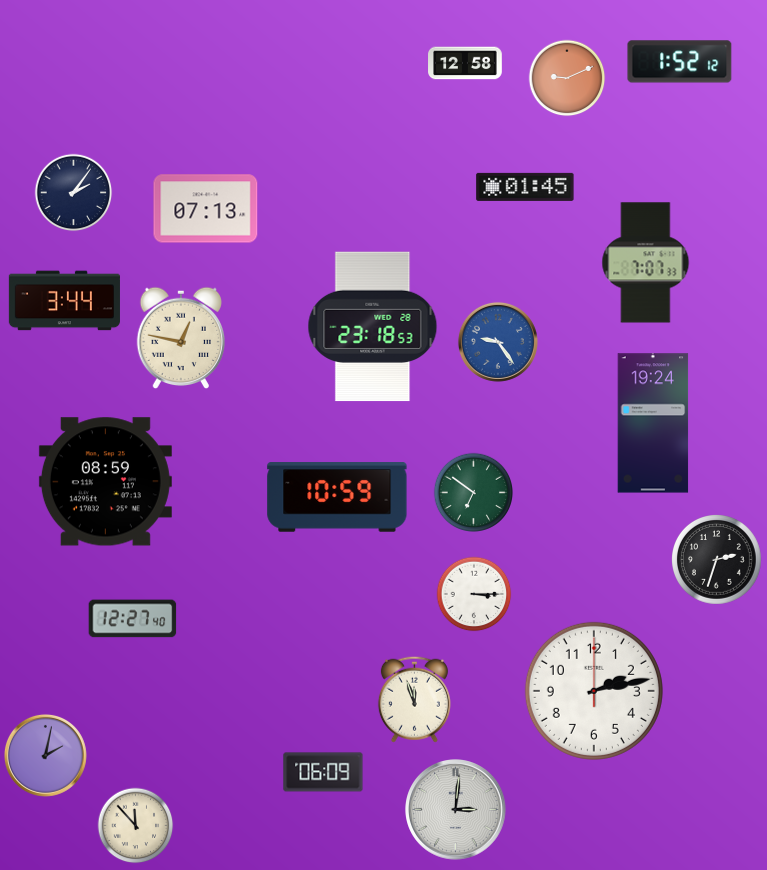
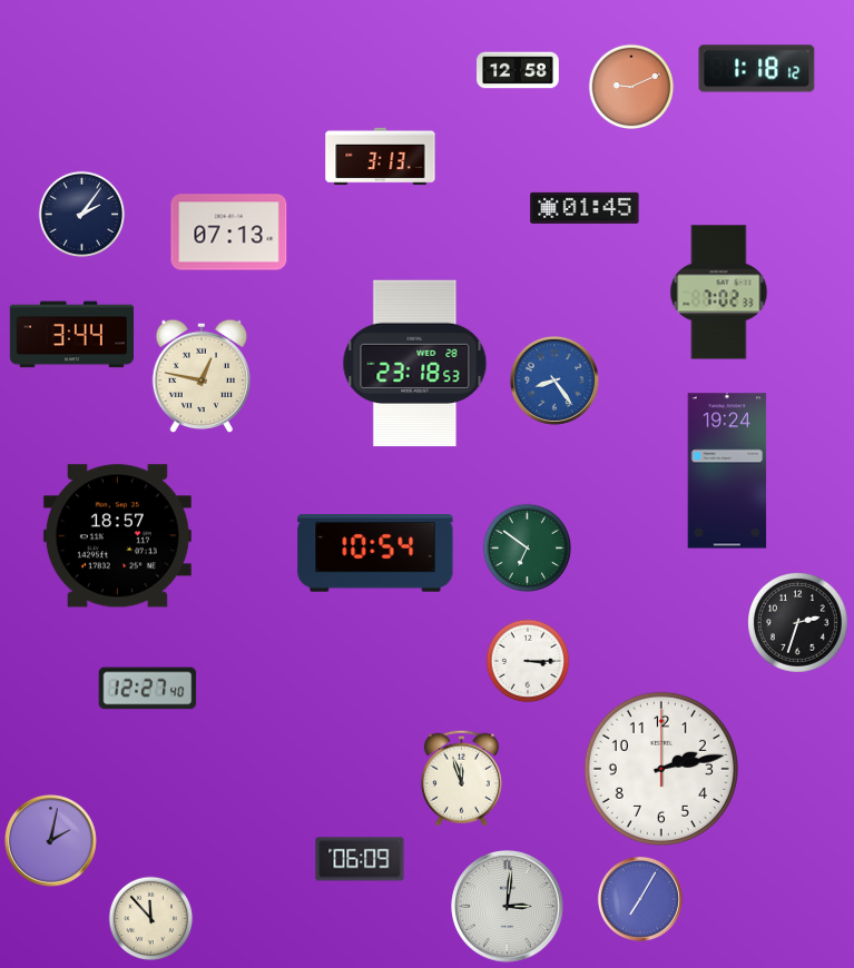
clock at (680, 62): 1:52 -> 1:18
clock at (381, 157): none -> 3:13
clock at (646, 263): 7:07 -> 7:02
clock at (498, 342): 9:24 -> 8:24
clock at (105, 482): 08:59 -> 18:57
clock at (337, 497): 10:59 -> 10:54
clock at (640, 899): none -> 7:05
clock at (456, 810) position: (456, 810) -> (508, 907)
